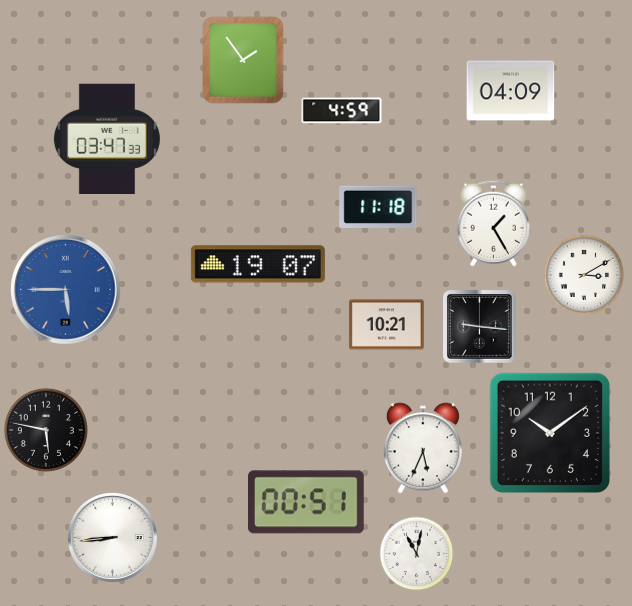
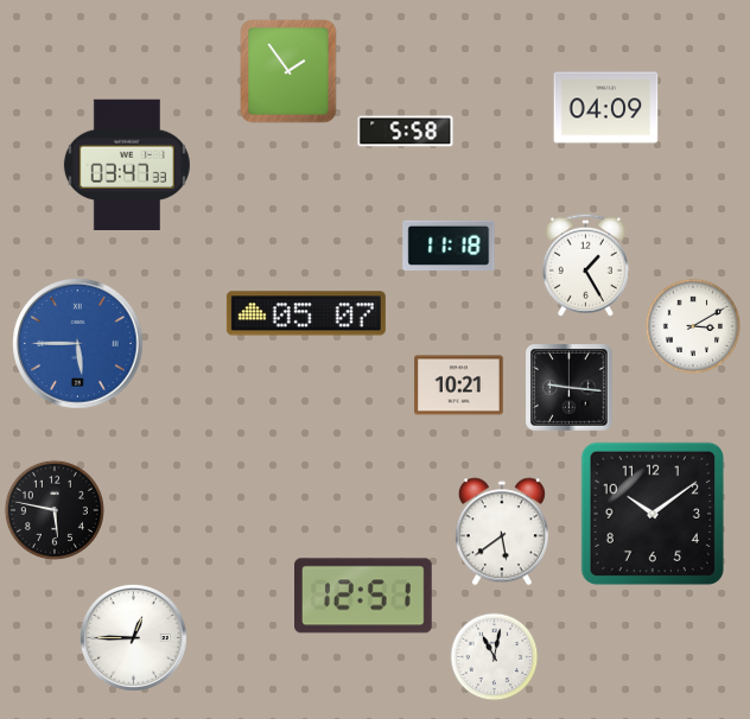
clock at (342, 111): 4:59 -> 5:58
clock at (258, 264): 19:07 -> 05:07
clock at (423, 448): 5:34 -> 5:39
clock at (307, 502): 00:51 -> 12:51
clock at (112, 537): 8:44 -> 12:45
